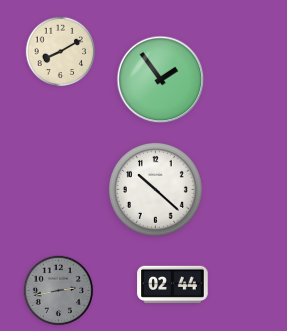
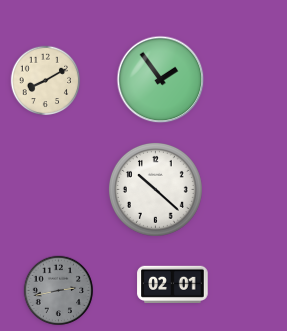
clock at (61, 52) position: (61, 52) -> (46, 81)
clock at (173, 285): 02:44 -> 02:01
